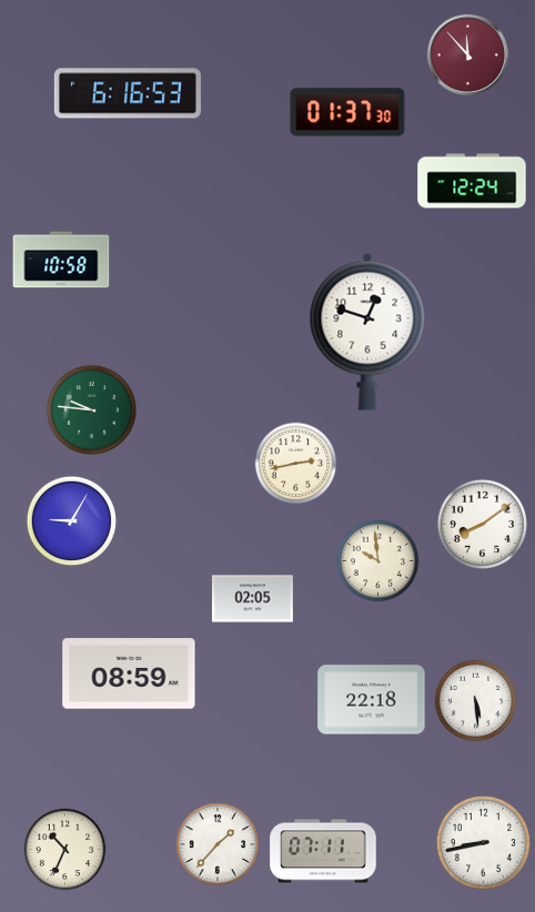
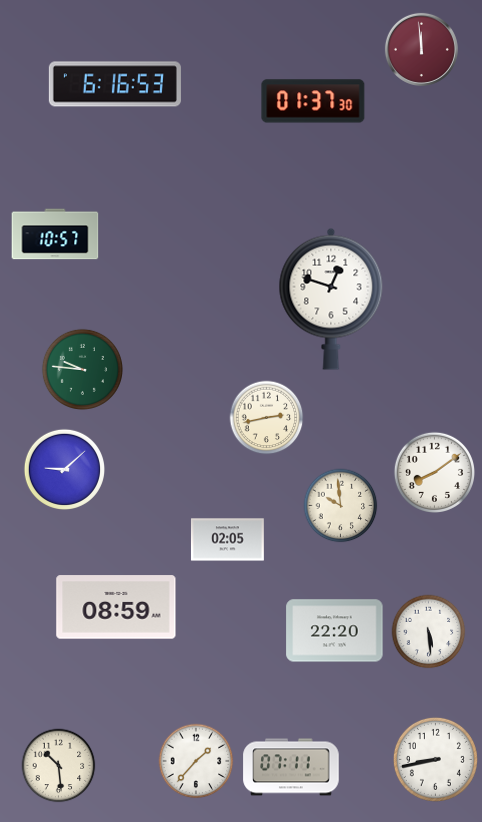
clock at (467, 54): 11:53 -> 11:59
clock at (472, 181): 12:24 -> none
clock at (61, 260): 10:58 -> 10:57
clock at (71, 520): 9:05 -> 9:08
clock at (372, 700): 22:18 -> 22:20
clock at (65, 850): 10:34 -> 10:29
